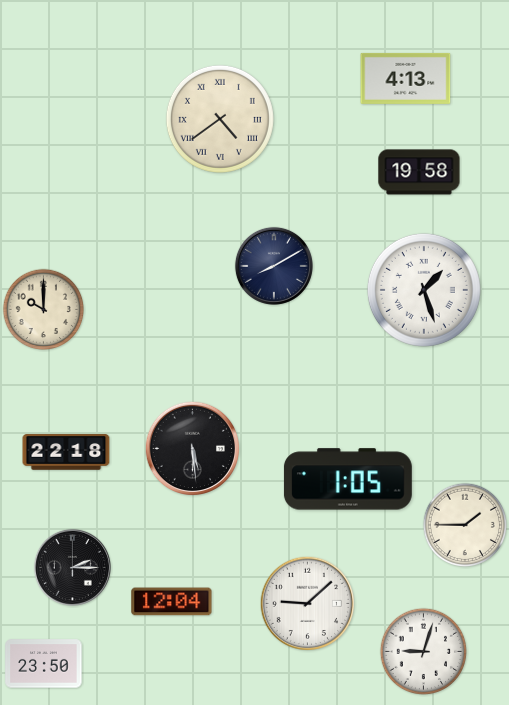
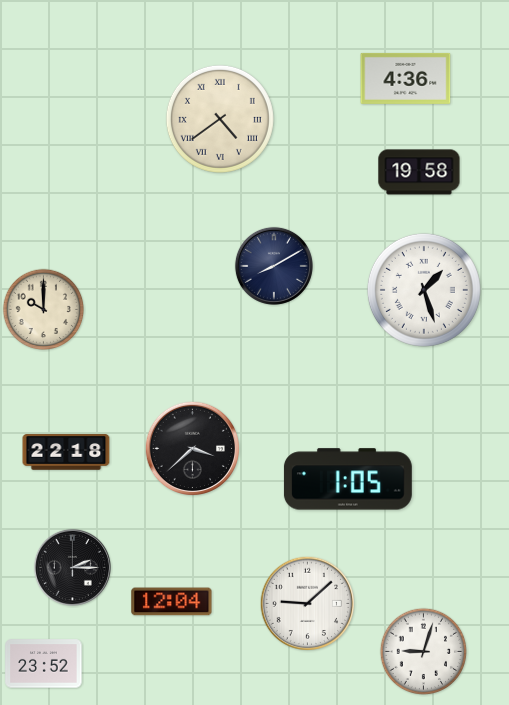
clock at (406, 78): 4:13 -> 4:36
clock at (192, 448): 5:29 -> 3:38
clock at (465, 525): 1:45 -> none
clock at (44, 664): 23:50 -> 23:52
